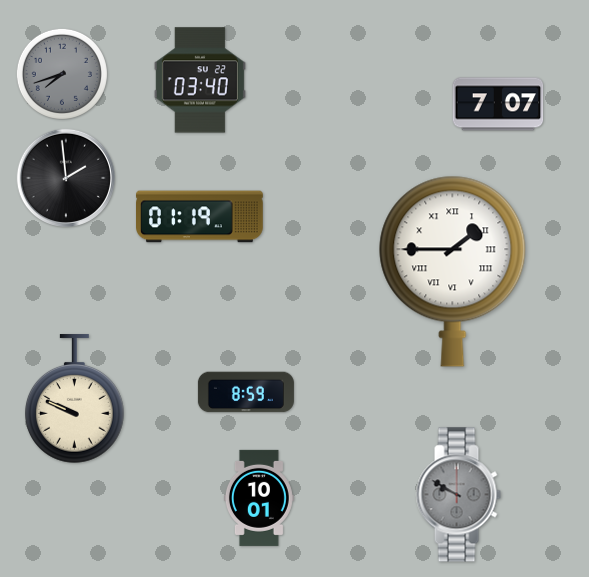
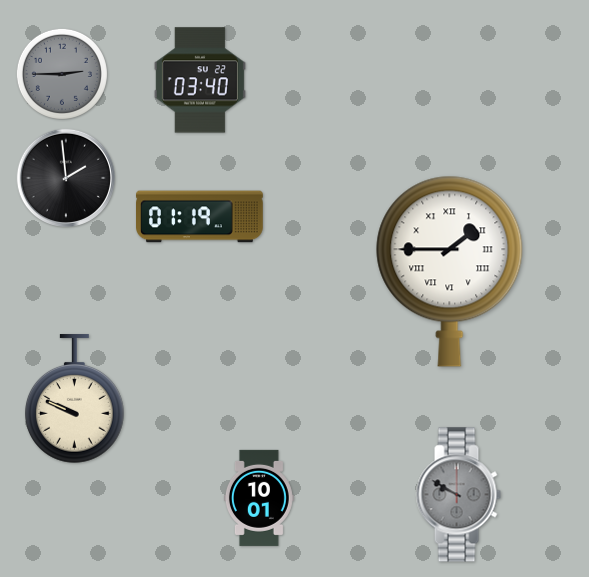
clock at (62, 74): 7:42 -> 2:45
clock at (498, 104): 7:07 -> none
clock at (453, 271) position: (453, 271) -> (450, 271)
clock at (246, 392): 8:59 -> none
